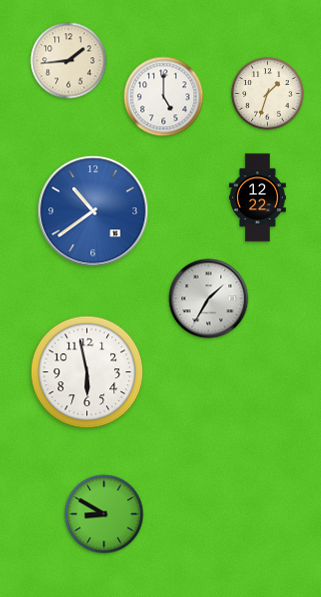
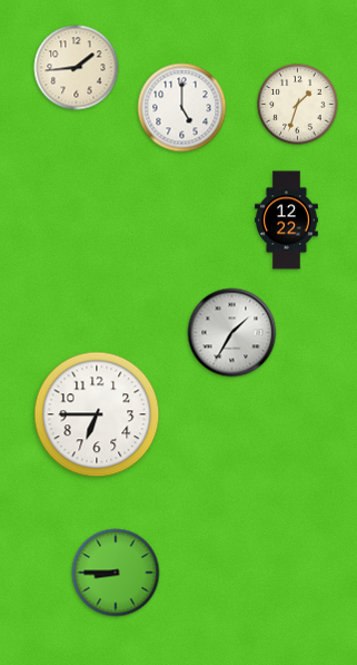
clock at (93, 211): 10:39 -> none
clock at (87, 372): 5:58 -> 6:45
clock at (104, 514): 8:50 -> 8:45
